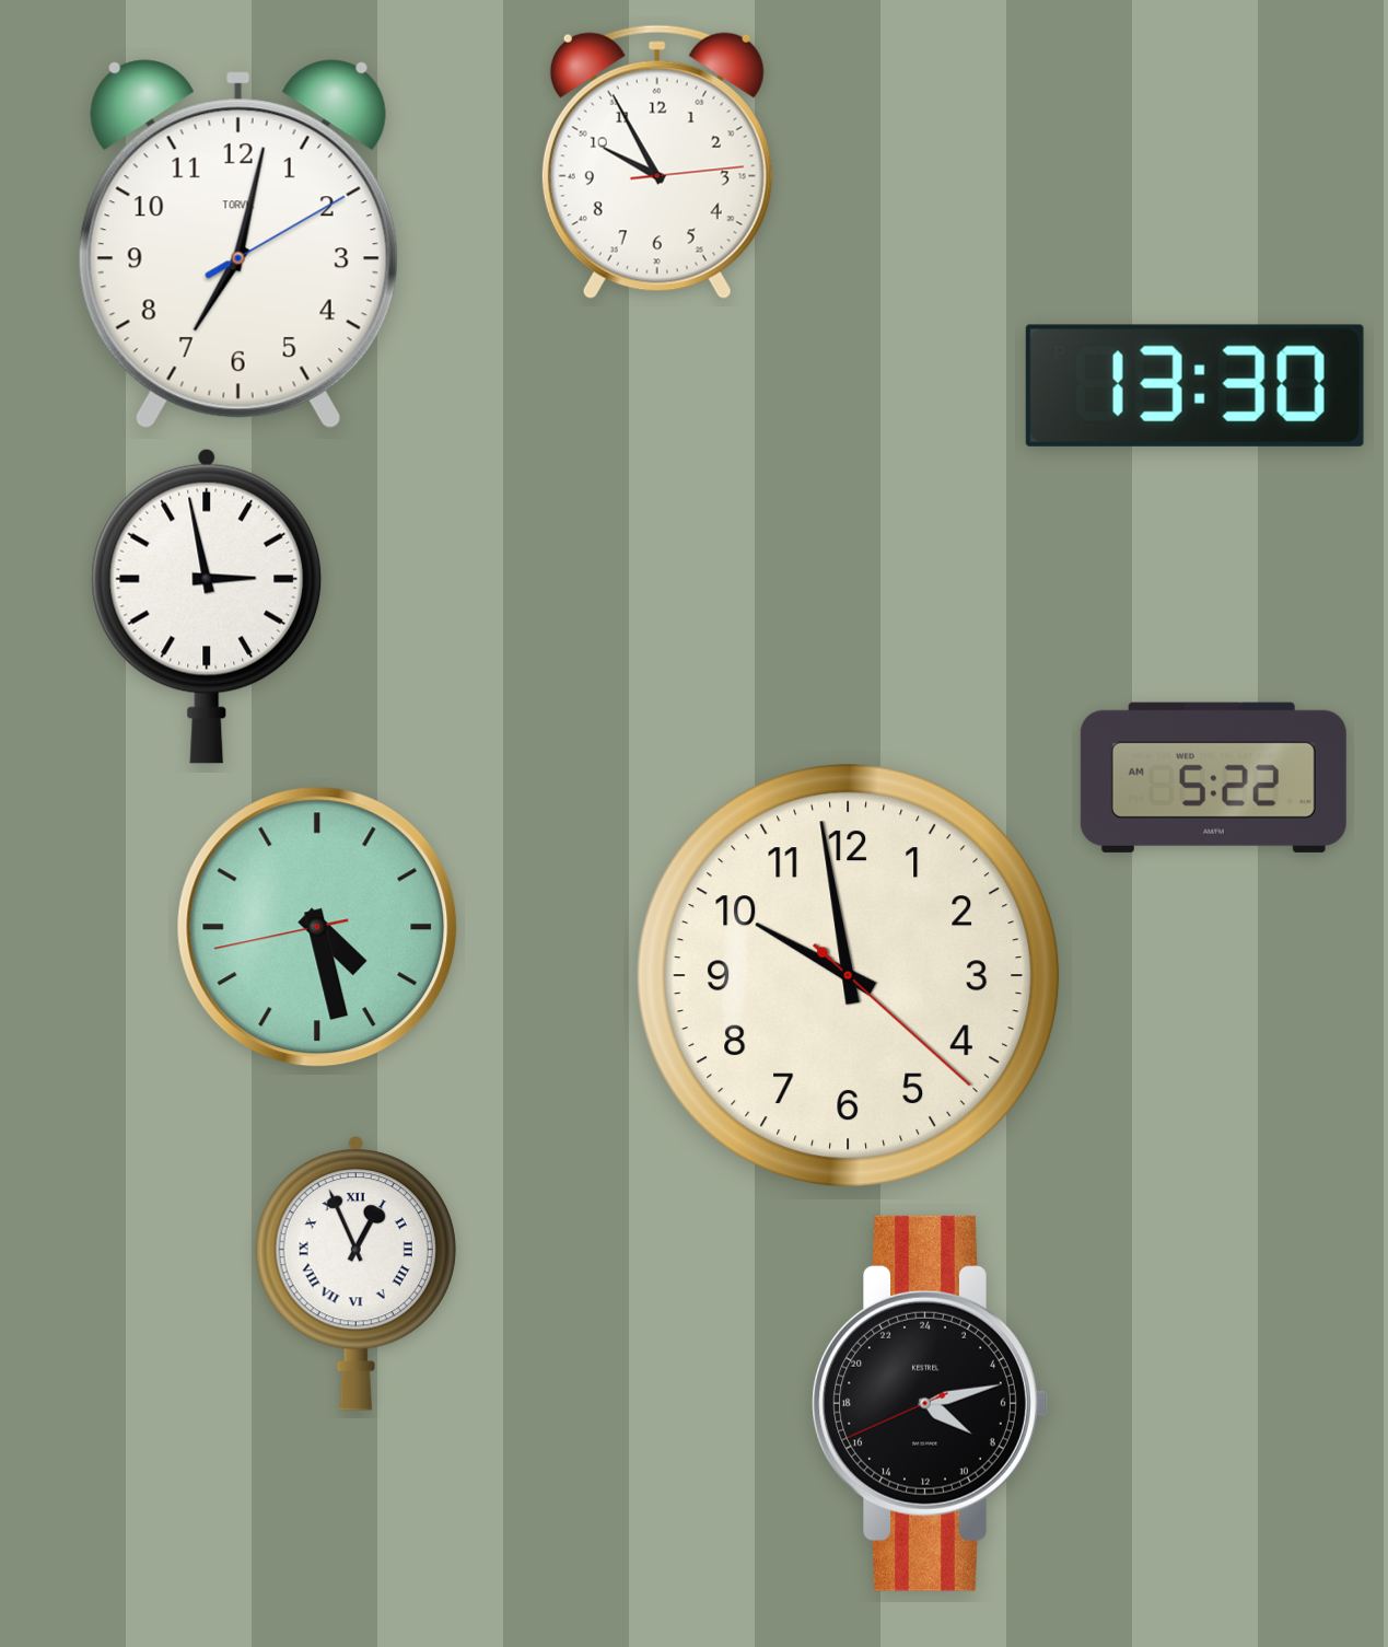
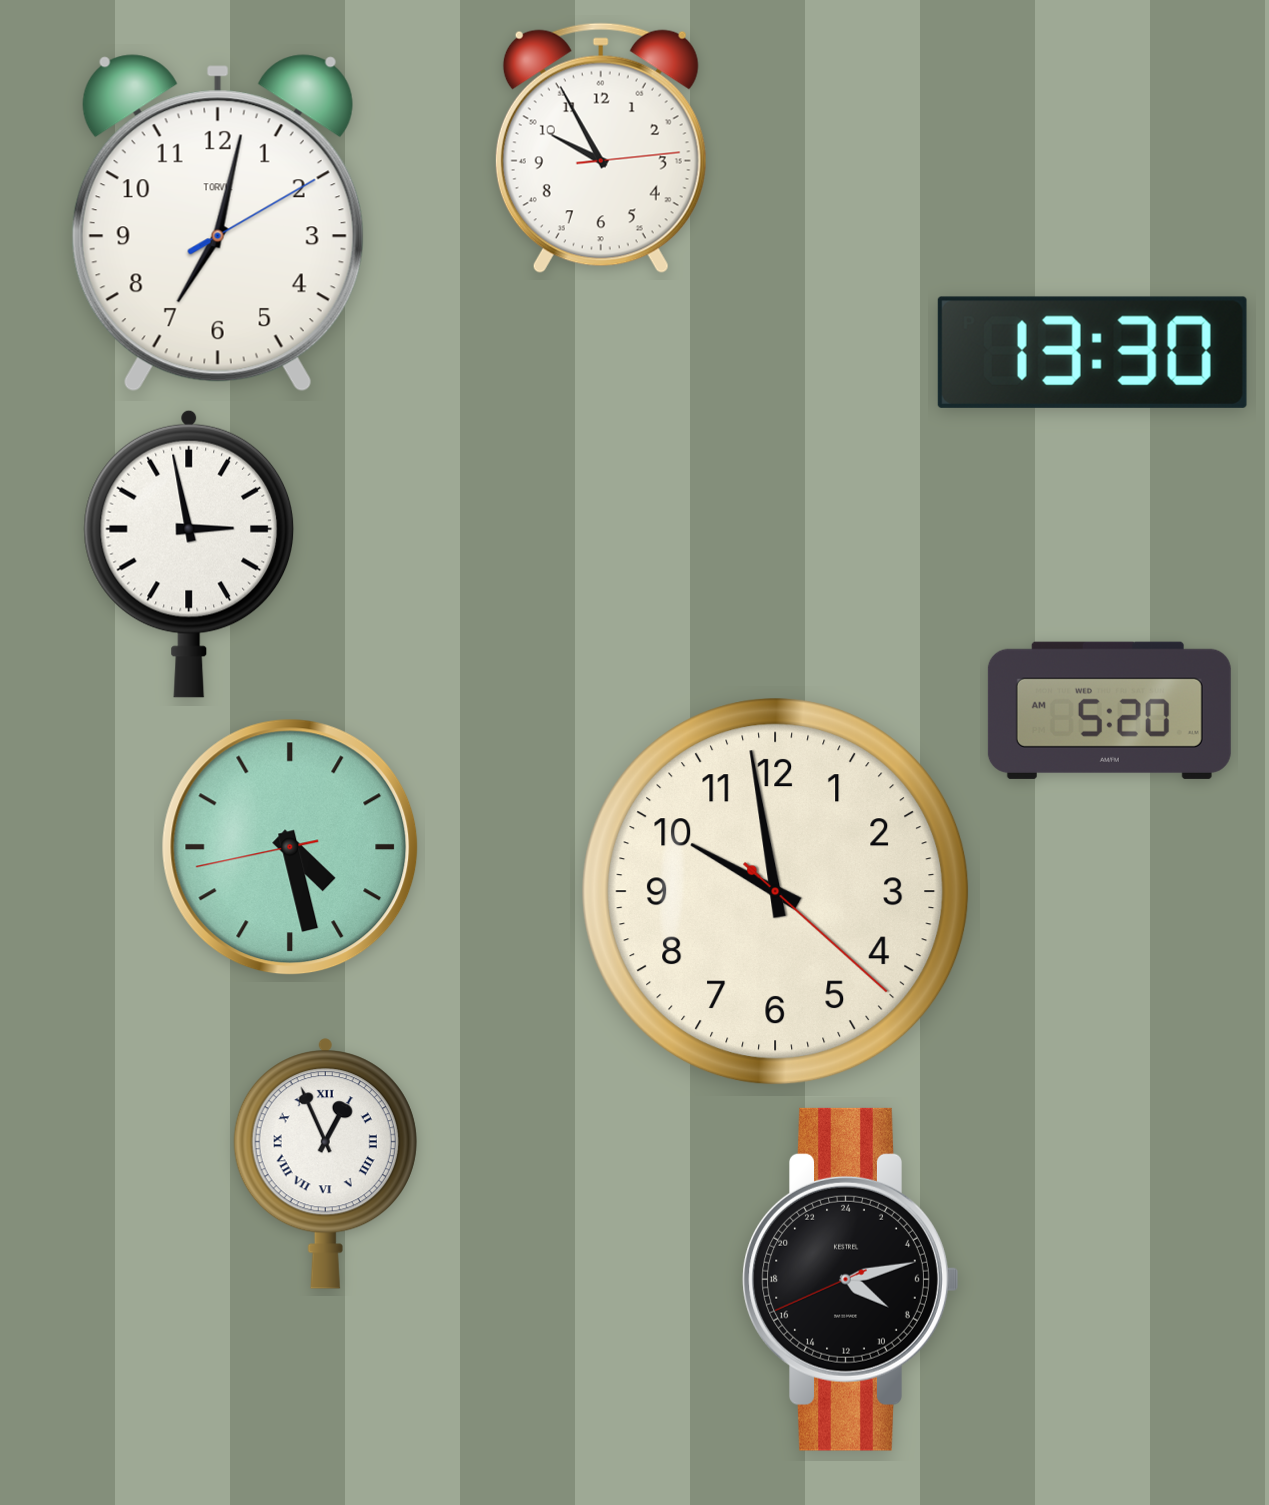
clock at (1213, 777): 5:22 -> 5:20
clock at (931, 1403) position: (931, 1403) -> (851, 1279)
